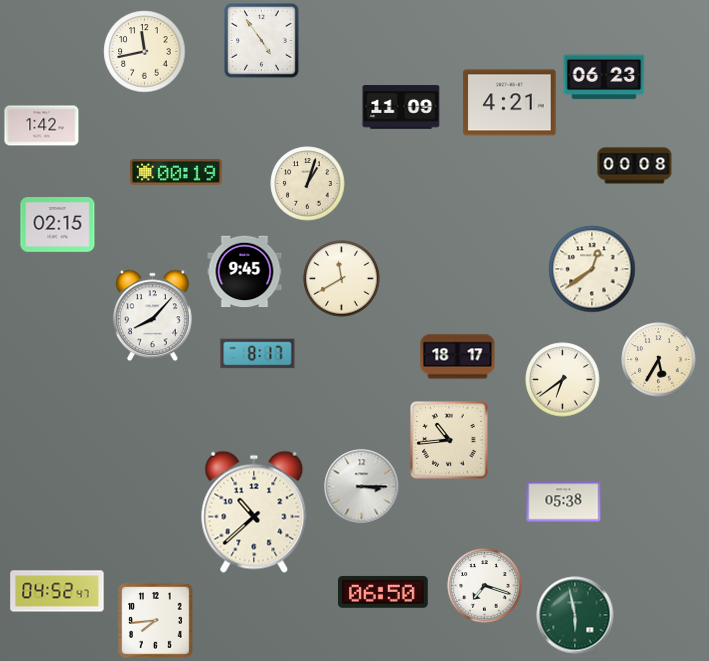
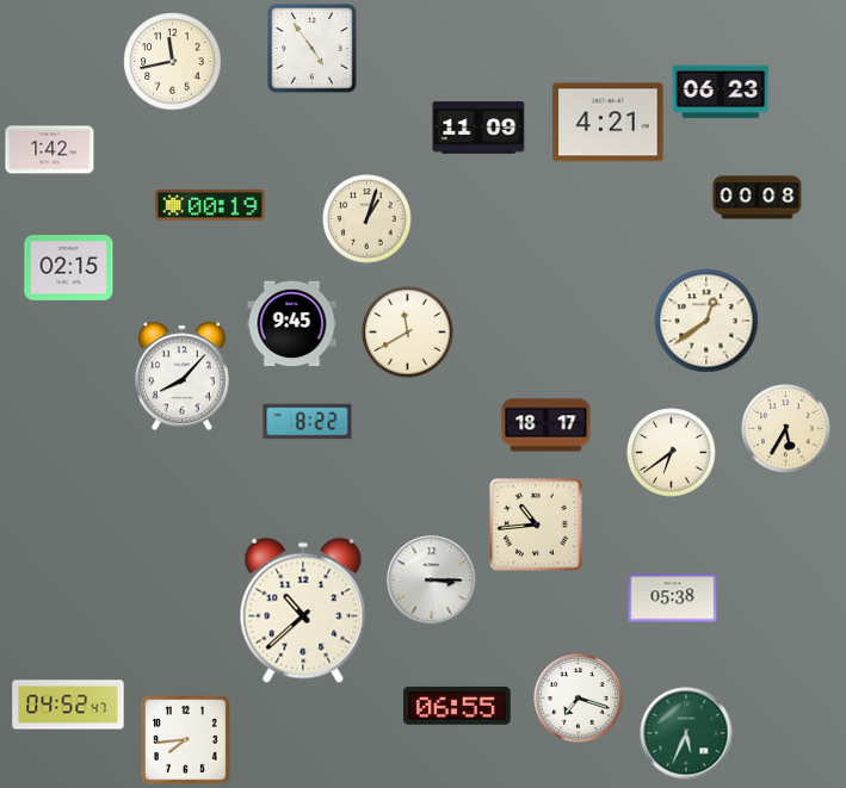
clock at (258, 354): 8:17 -> 8:22
clock at (383, 592): 06:50 -> 06:55
clock at (575, 615): 5:58 -> 5:34
